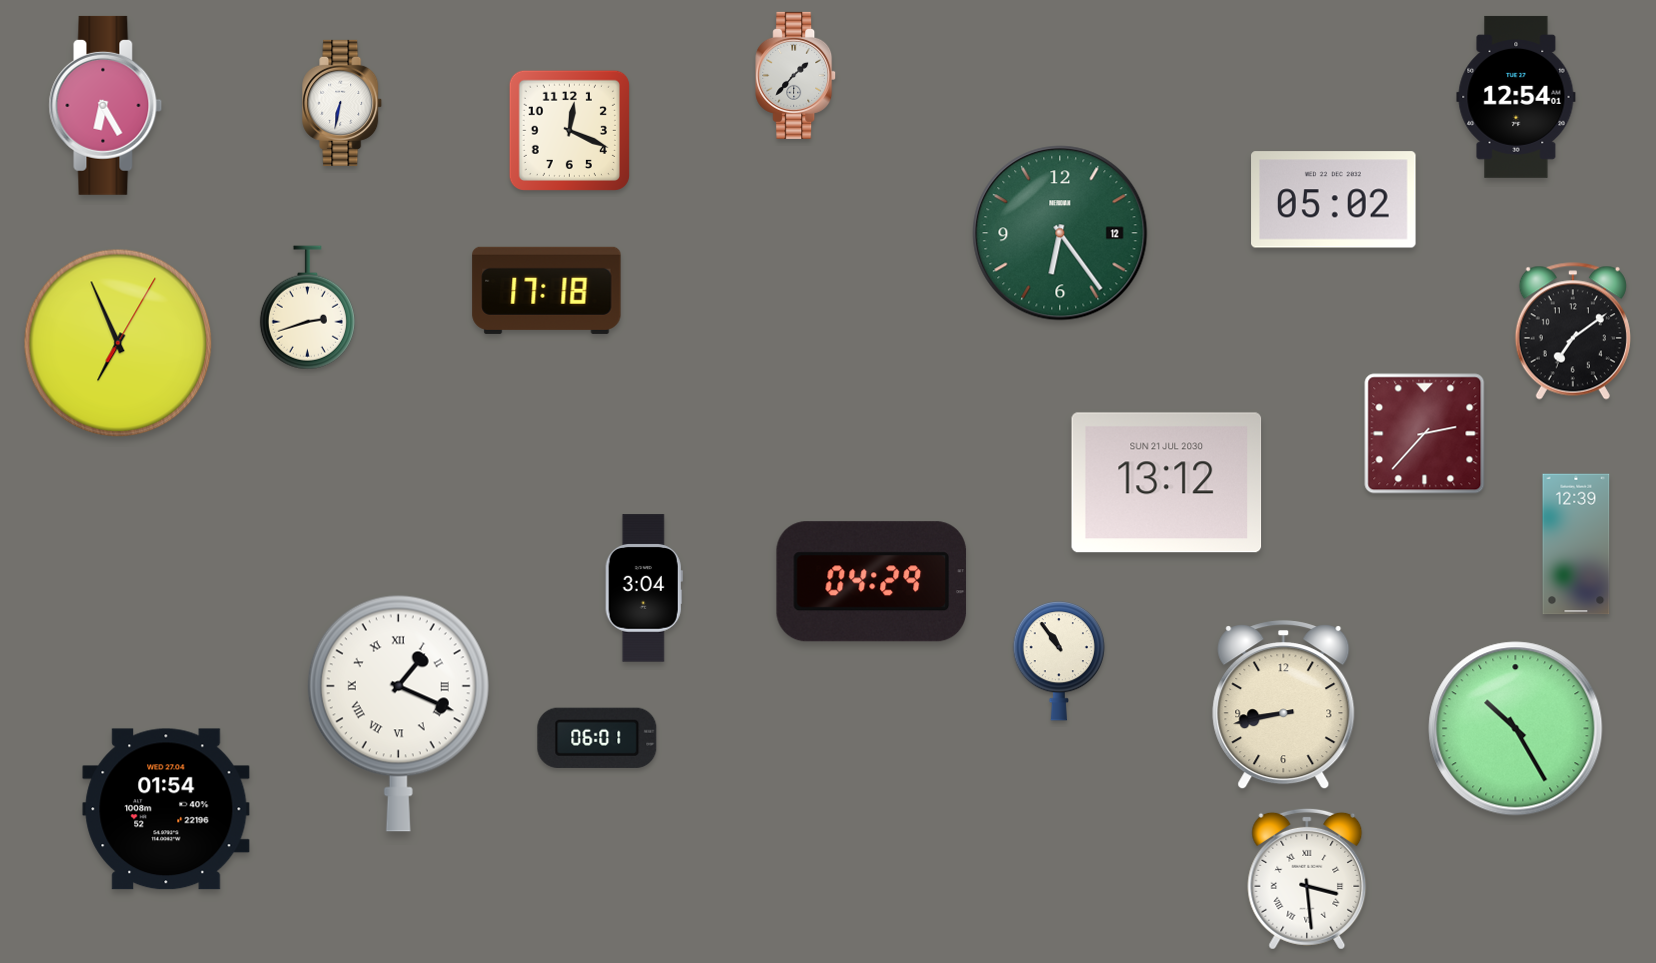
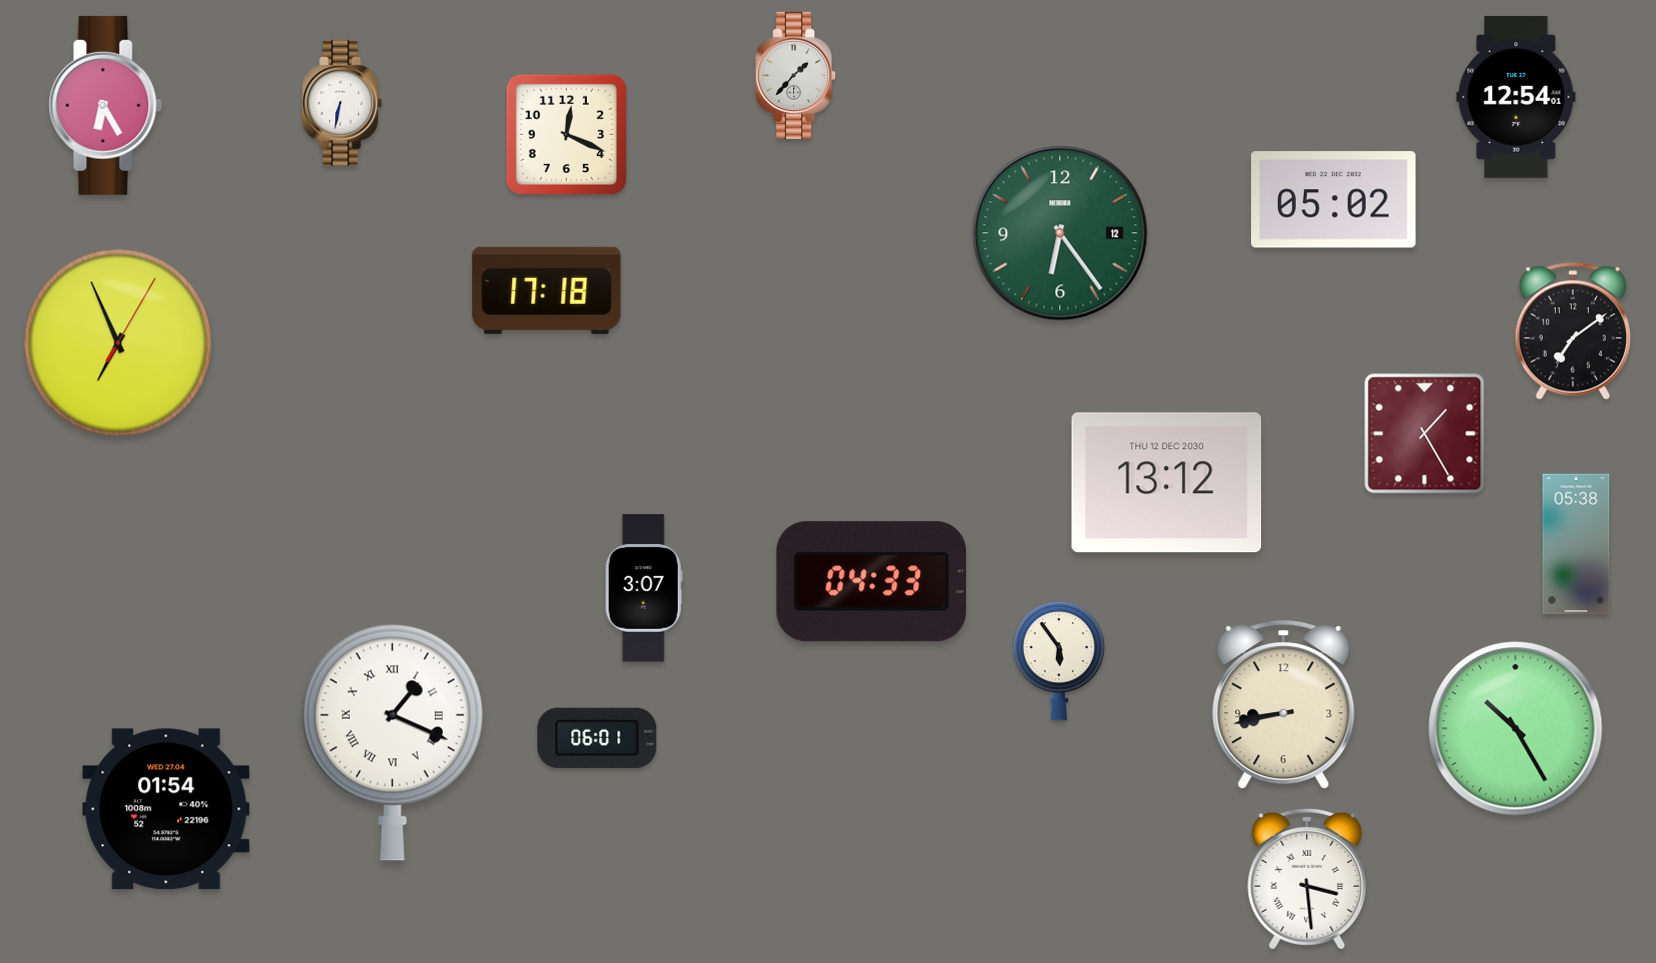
clock at (569, 130) position: (569, 130) -> (566, 134)
clock at (307, 308): 2:42 -> none
clock at (1425, 434): 2:37 -> 1:25
clock at (1167, 483) date: SUN 21 JUL 2030 -> THU 12 DEC 2030
clock at (1576, 544): 12:39 -> 05:38
clock at (872, 582): 04:29 -> 04:33
clock at (644, 588): 3:04 -> 3:07
clock at (1058, 661): 10:54 -> 5:54
clock at (398, 713) position: (398, 713) -> (392, 742)
